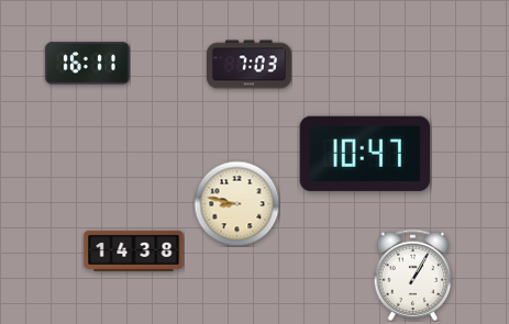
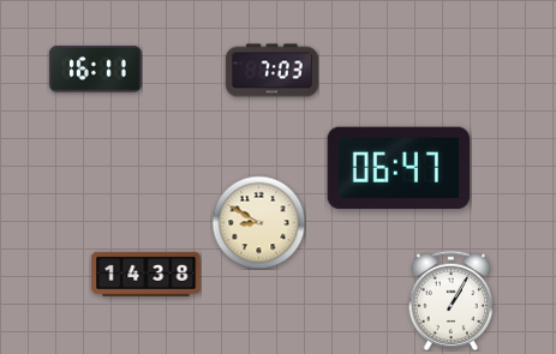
clock at (364, 154): 10:47 -> 06:47
clock at (236, 203): 8:47 -> 8:50
